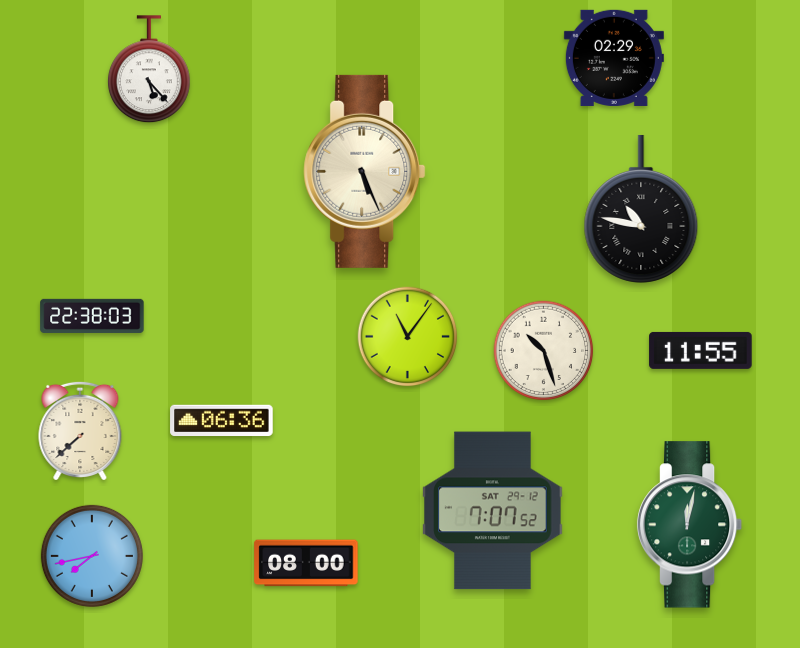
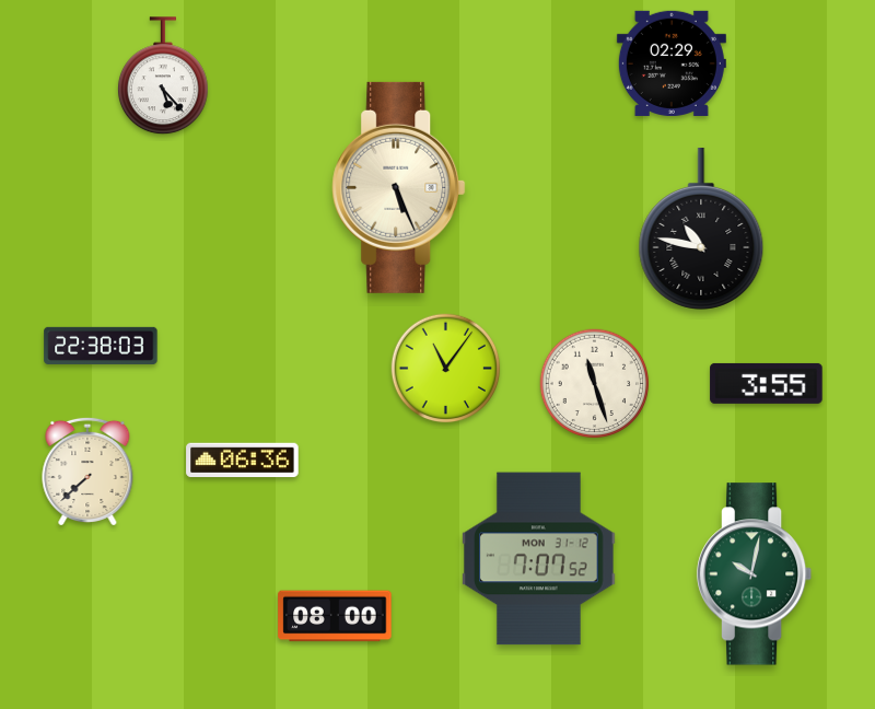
clock at (701, 350): 11:55 -> 3:55
clock at (544, 351): 10:27 -> 11:27
clock at (493, 511) date: SAT 29-12 -> MON 31-12
clock at (690, 525): 12:02 -> 10:02
clock at (92, 556): 7:43 -> none
